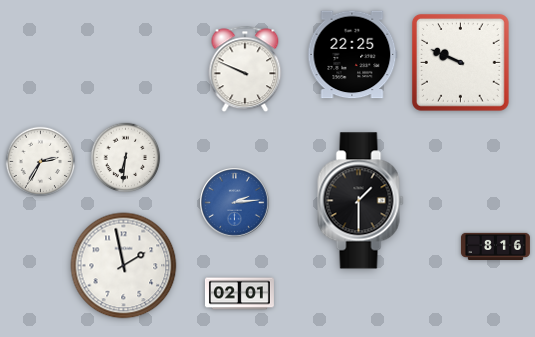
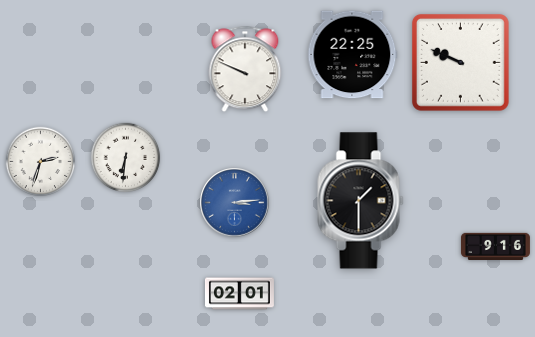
clock at (41, 162): 2:35 -> 2:33
clock at (235, 203): 2:14 -> 3:14
clock at (495, 246): 8:16 -> 9:16
clock at (124, 266): 1:58 -> none
